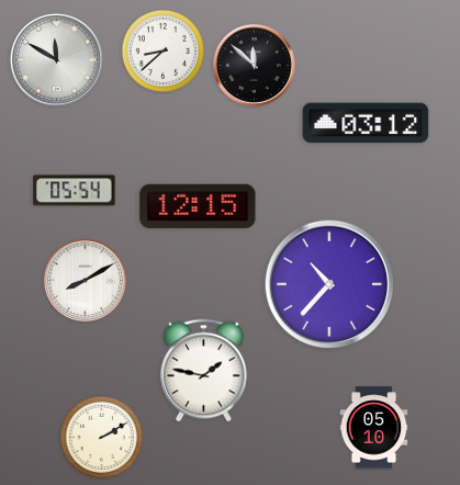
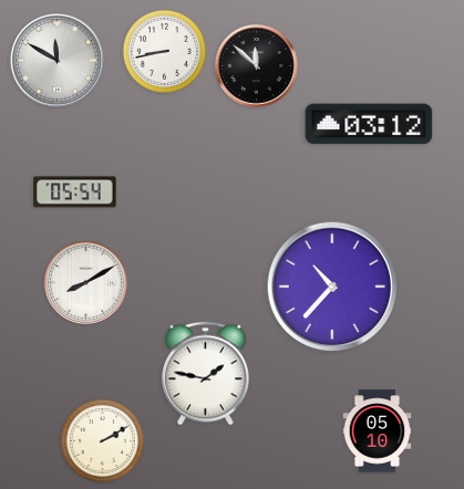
clock at (162, 50): 8:38 -> 8:43
clock at (198, 206): 12:15 -> none
